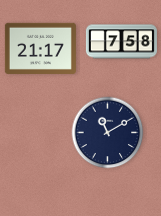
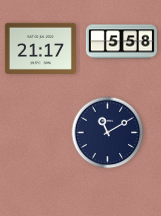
clock at (121, 42): 7:58 -> 5:58
